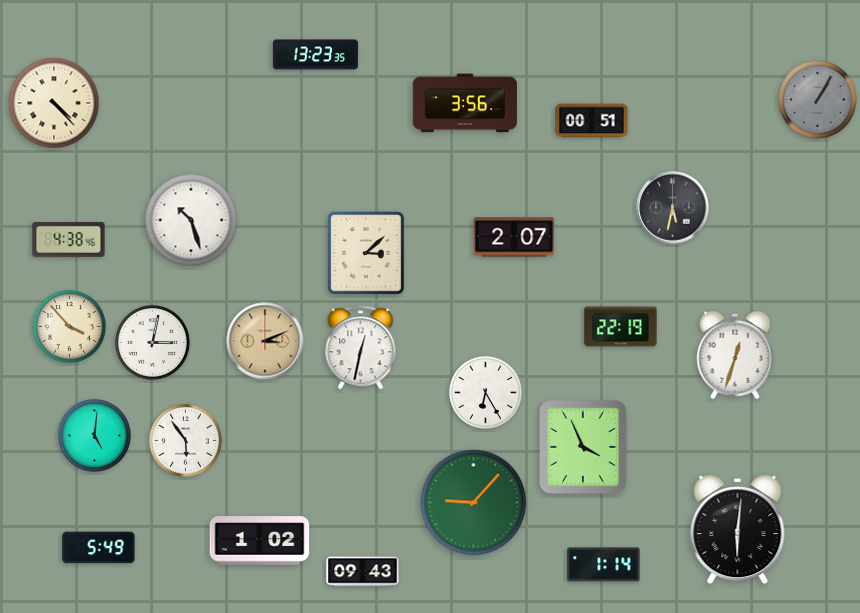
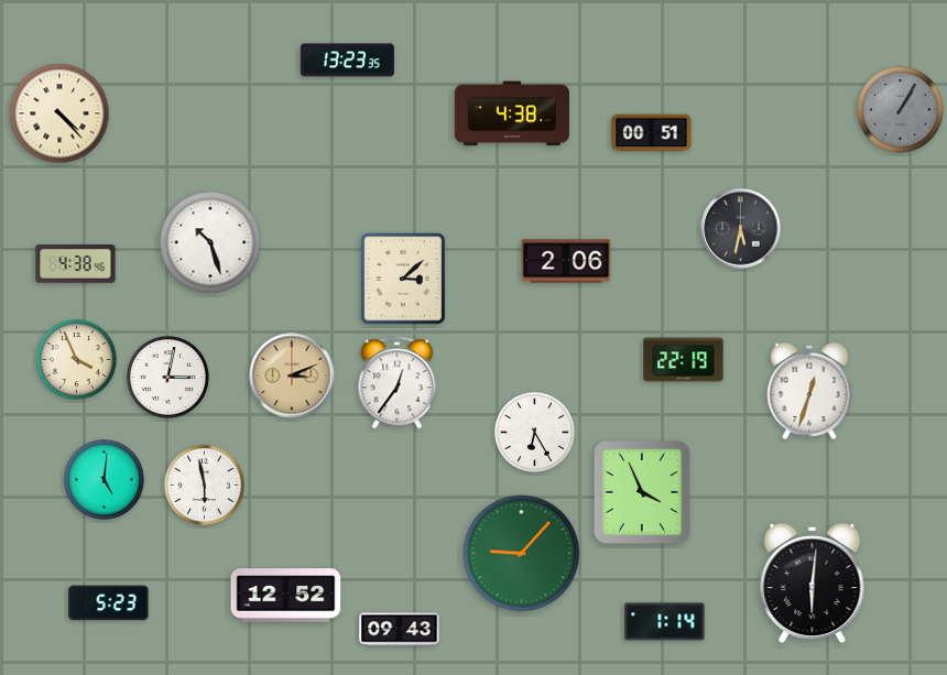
clock at (465, 103): 3:56 -> 4:38
clock at (514, 237): 2:07 -> 2:06
clock at (69, 326): 3:53 -> 3:56
clock at (361, 348): 12:32 -> 12:36
clock at (185, 440): 5:54 -> 5:58
clock at (260, 541): 1:02 -> 12:52
clock at (99, 548): 5:49 -> 5:23
